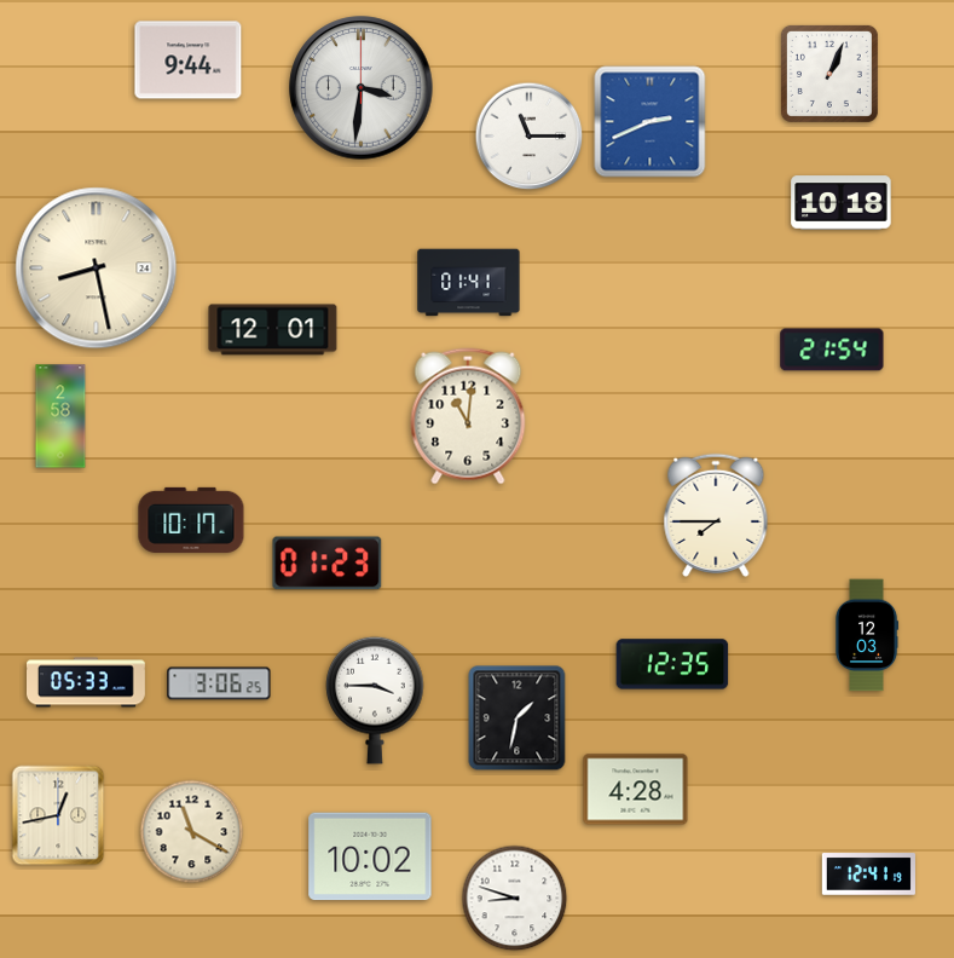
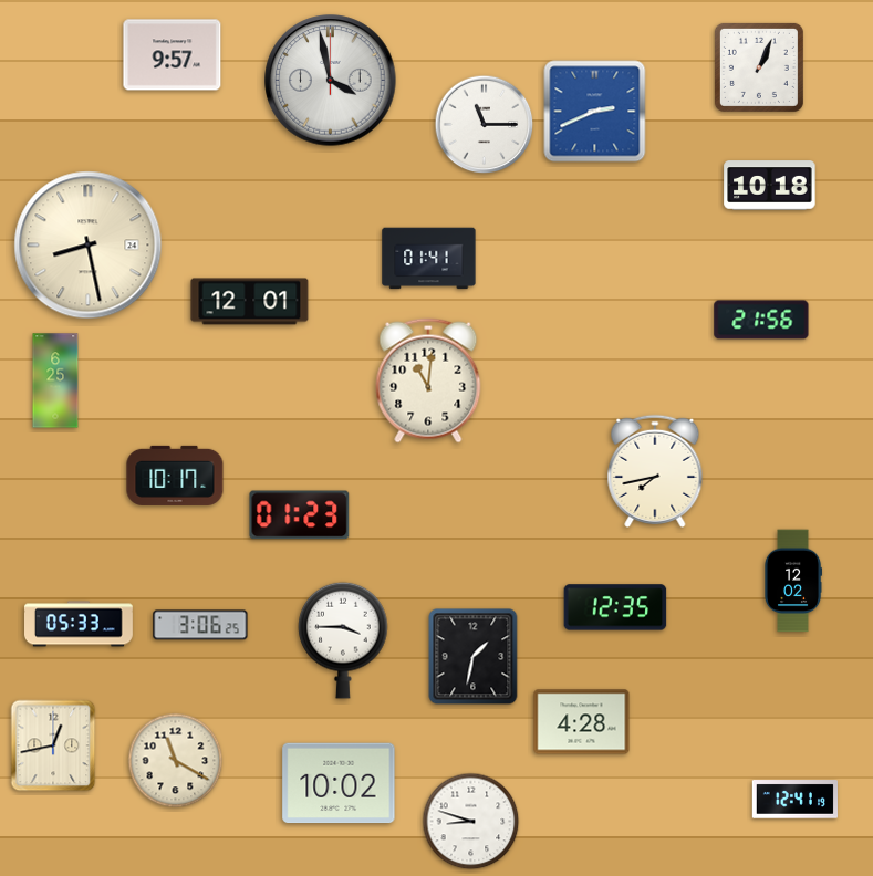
clock at (189, 60): 9:44 -> 9:57
clock at (362, 88): 3:31 -> 3:58
clock at (832, 350): 21:54 -> 21:56
clock at (60, 416): 2:58 -> 6:25
clock at (716, 515): 7:45 -> 7:43
clock at (867, 635): 12:03 -> 12:02
